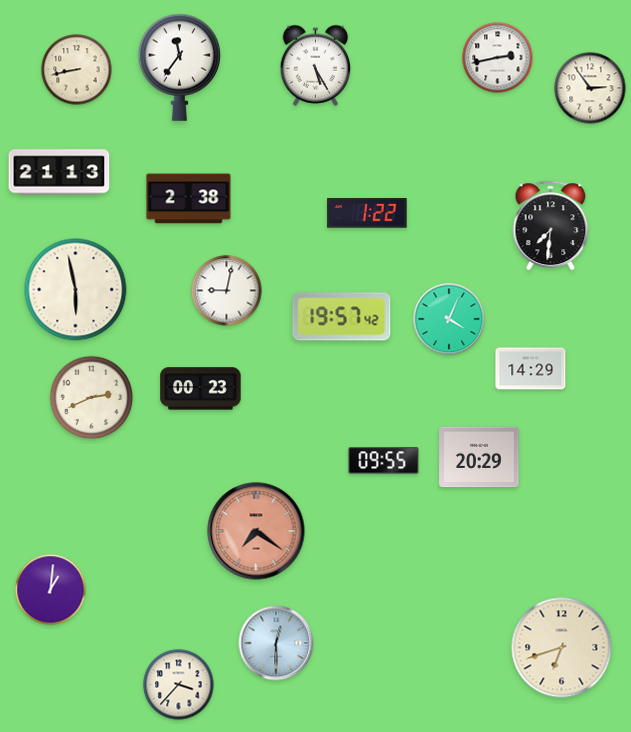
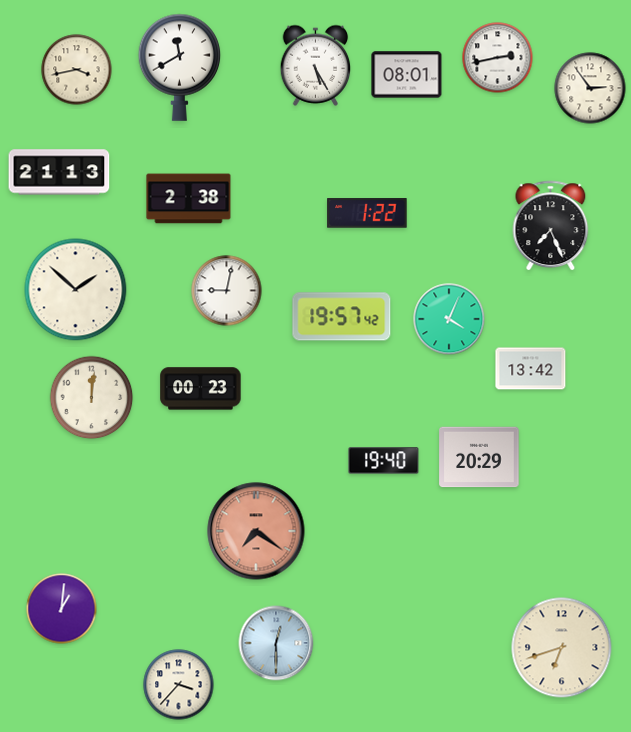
clock at (180, 67): 11:36 -> 11:40
clock at (77, 70): 8:43 -> 3:43
clock at (407, 75): none -> 08:01
clock at (551, 226): 7:31 -> 7:26
clock at (76, 290): 5:58 -> 1:52
clock at (531, 369): 14:29 -> 13:42
clock at (92, 398): 2:41 -> 12:01
clock at (384, 461): 09:55 -> 19:40
clock at (51, 590) position: (51, 590) -> (62, 609)
